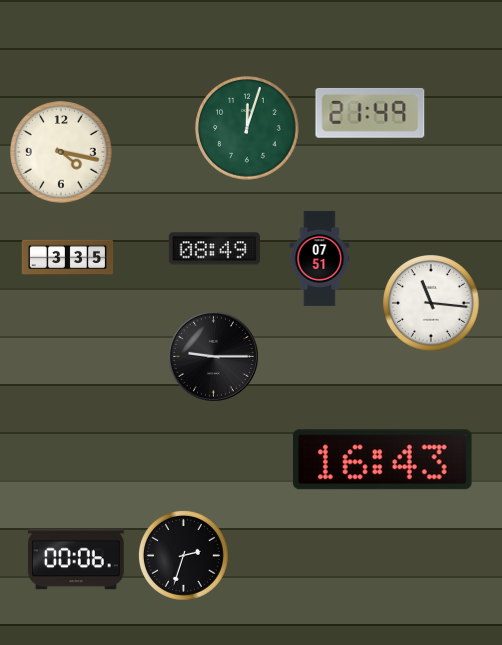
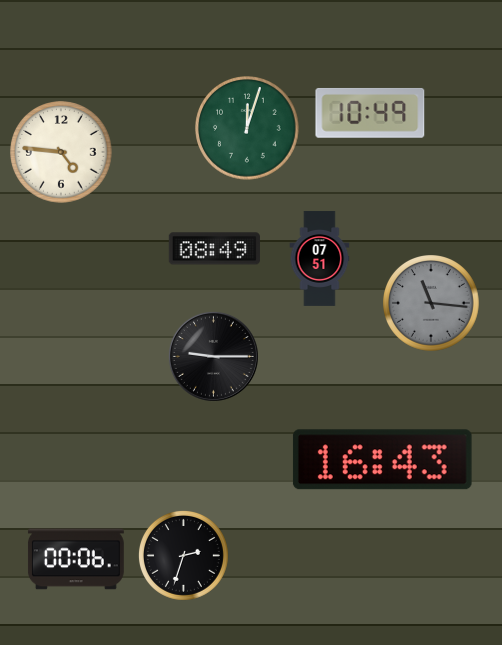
clock at (370, 113): 21:49 -> 10:49
clock at (61, 152): 4:17 -> 4:46
clock at (68, 258): 3:35 -> none
clock at (432, 304) dial: white -> grey
